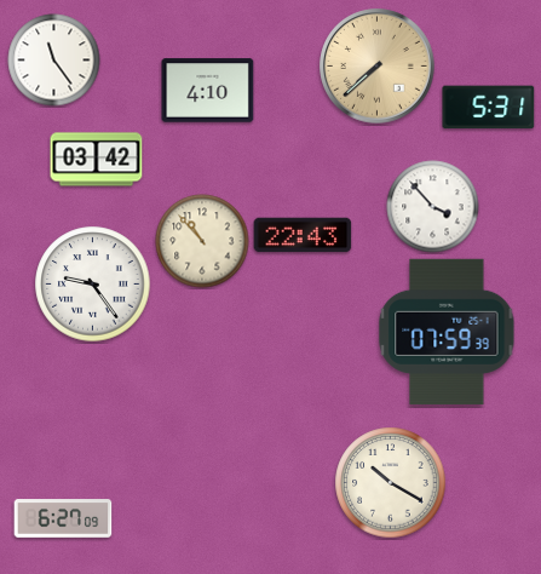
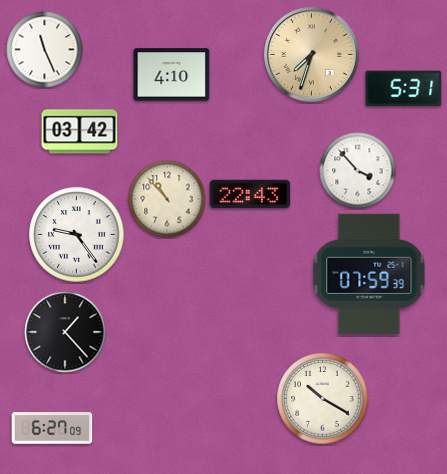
clock at (54, 61): 11:24 -> 11:26
clock at (378, 67): 7:38 -> 7:33
clock at (65, 332): none -> 1:23
